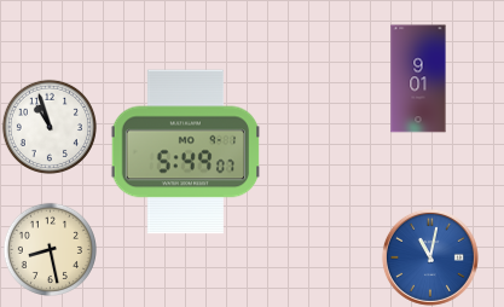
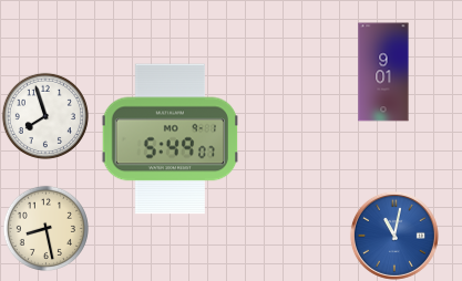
clock at (50, 127): 10:57 -> 7:57
